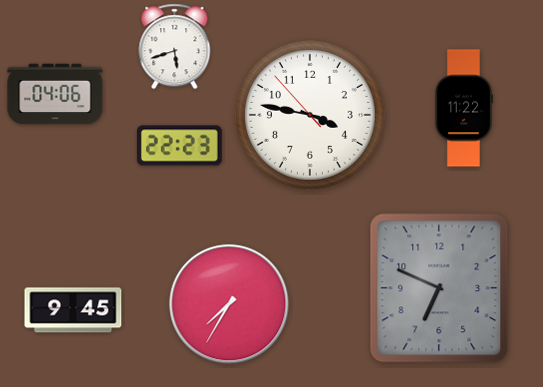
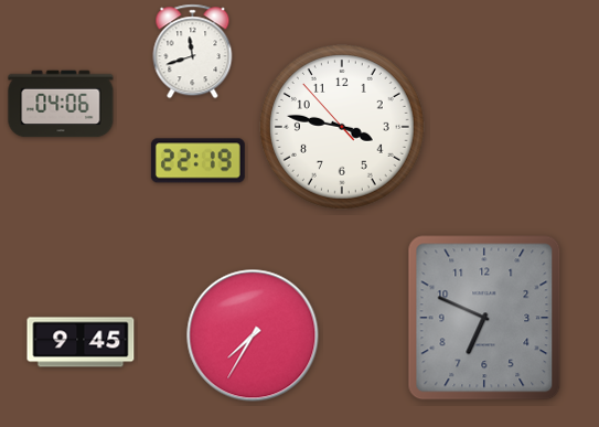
clock at (175, 47): 5:42 -> 11:42
clock at (463, 108): 11:22 -> none
clock at (179, 146): 22:23 -> 22:19
